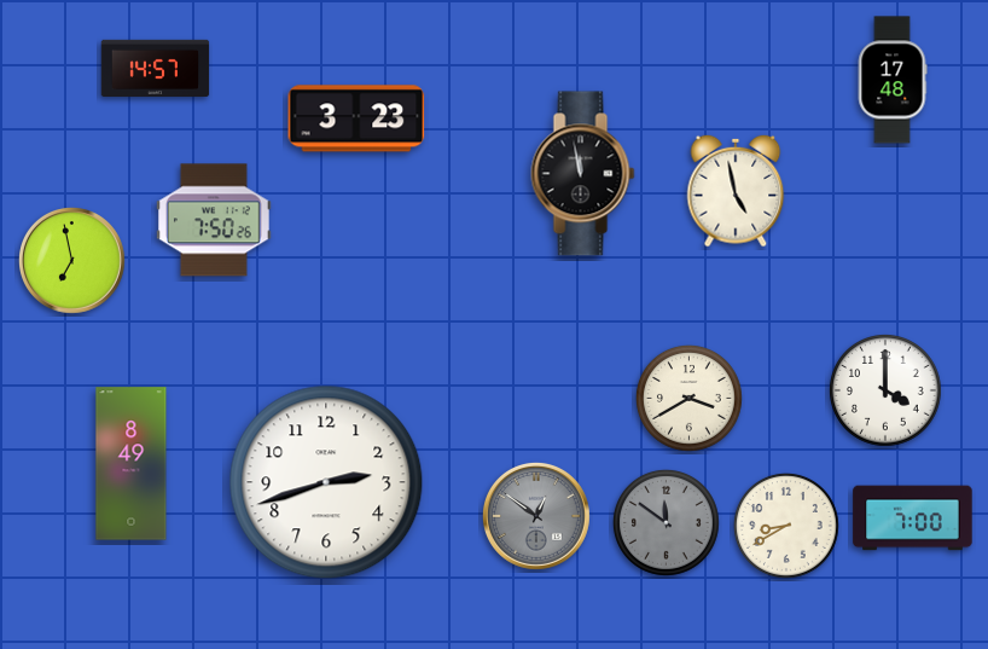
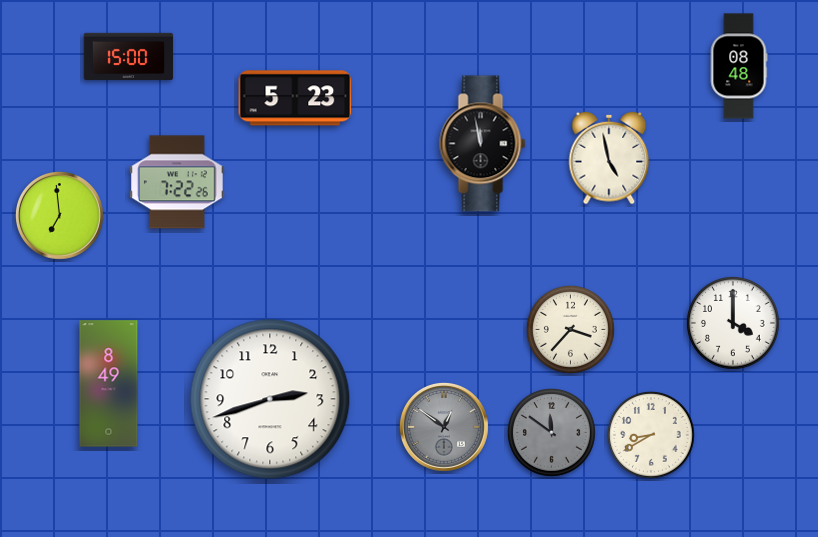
clock at (156, 68): 14:57 -> 15:00
clock at (893, 80): 17:48 -> 08:48
clock at (356, 118): 3:23 -> 5:23
clock at (214, 220): 7:50 -> 7:22
clock at (72, 261): 6:58 -> 6:59
clock at (688, 398): 3:40 -> 3:37
clock at (913, 518): 7:00 -> none
